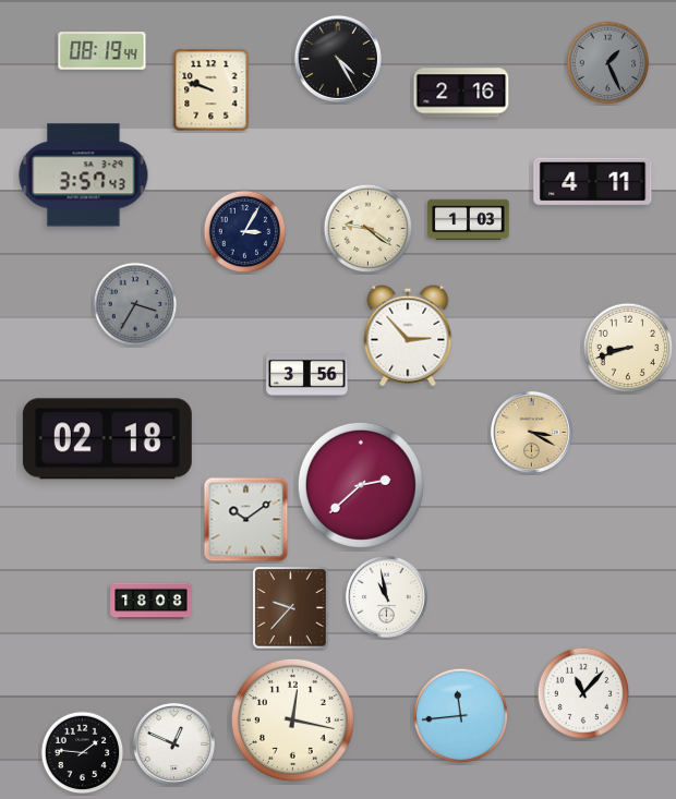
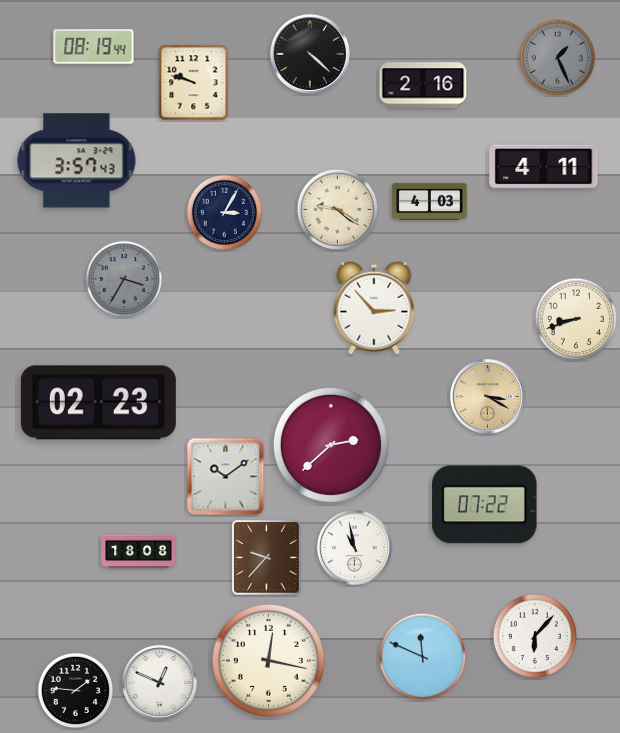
clock at (338, 59): 4:25 -> 4:22
clock at (469, 220): 1:03 -> 4:03
clock at (307, 374): 3:56 -> none
clock at (107, 439): 02:18 -> 02:23
clock at (485, 505): none -> 07:22
clock at (583, 693): 11:07 -> 6:07
clock at (460, 715): 11:44 -> 11:49
